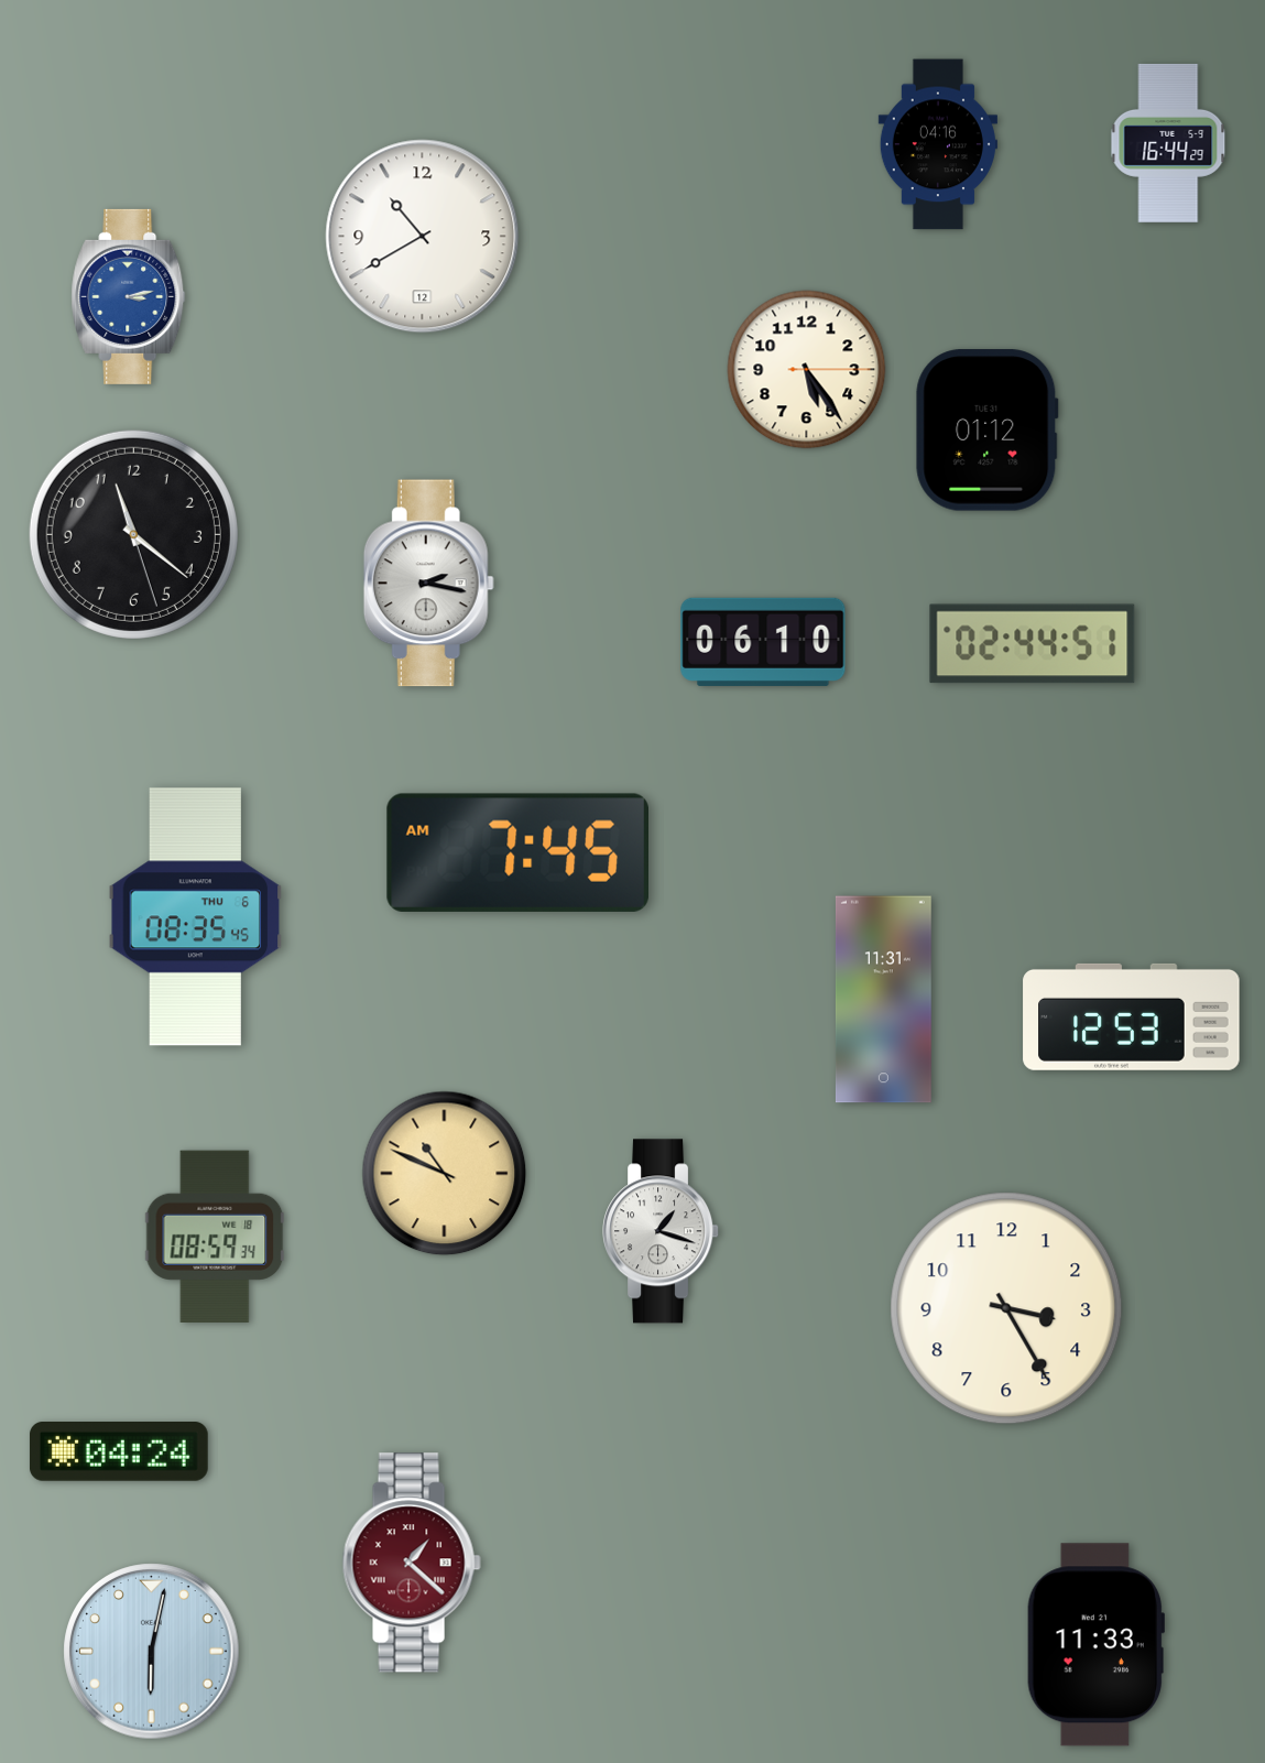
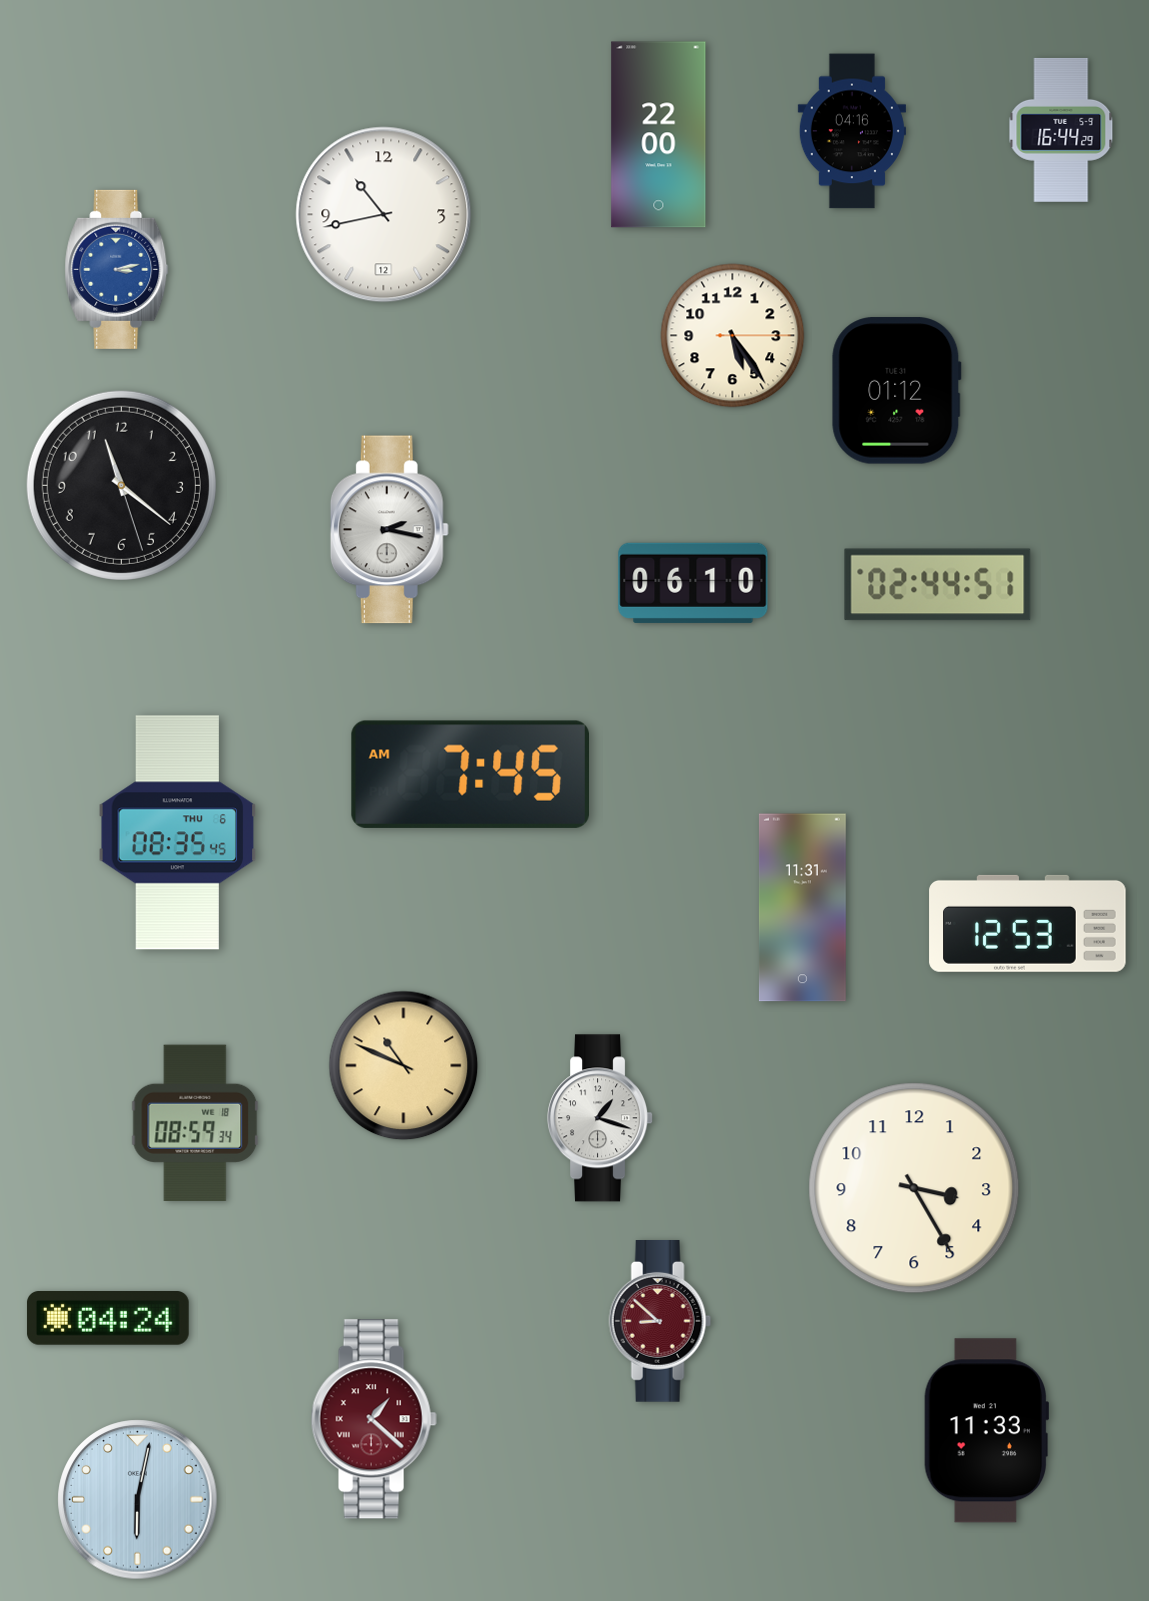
clock at (659, 135): none -> 22:00
clock at (423, 237): 10:40 -> 10:43
clock at (660, 1322): none -> 8:52
clock at (1095, 1645) position: (1095, 1645) -> (986, 1431)
